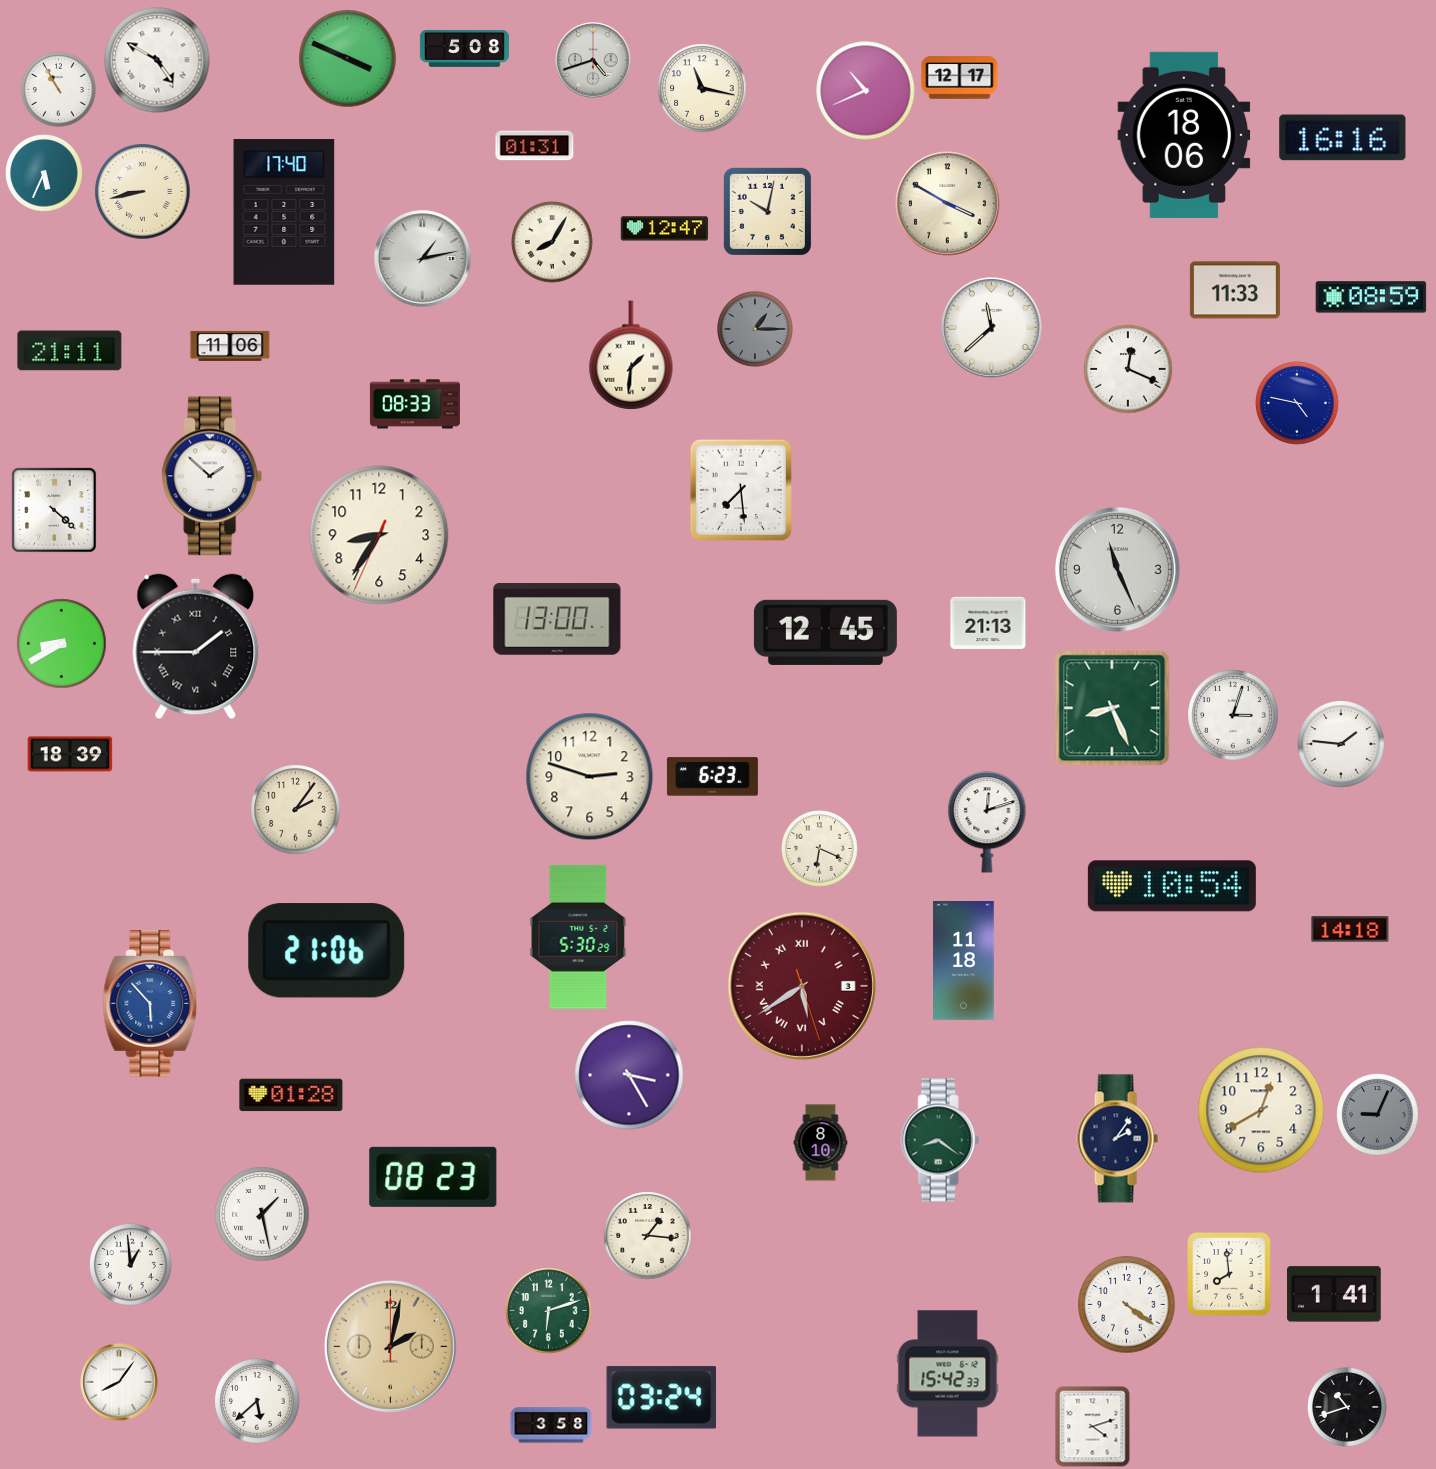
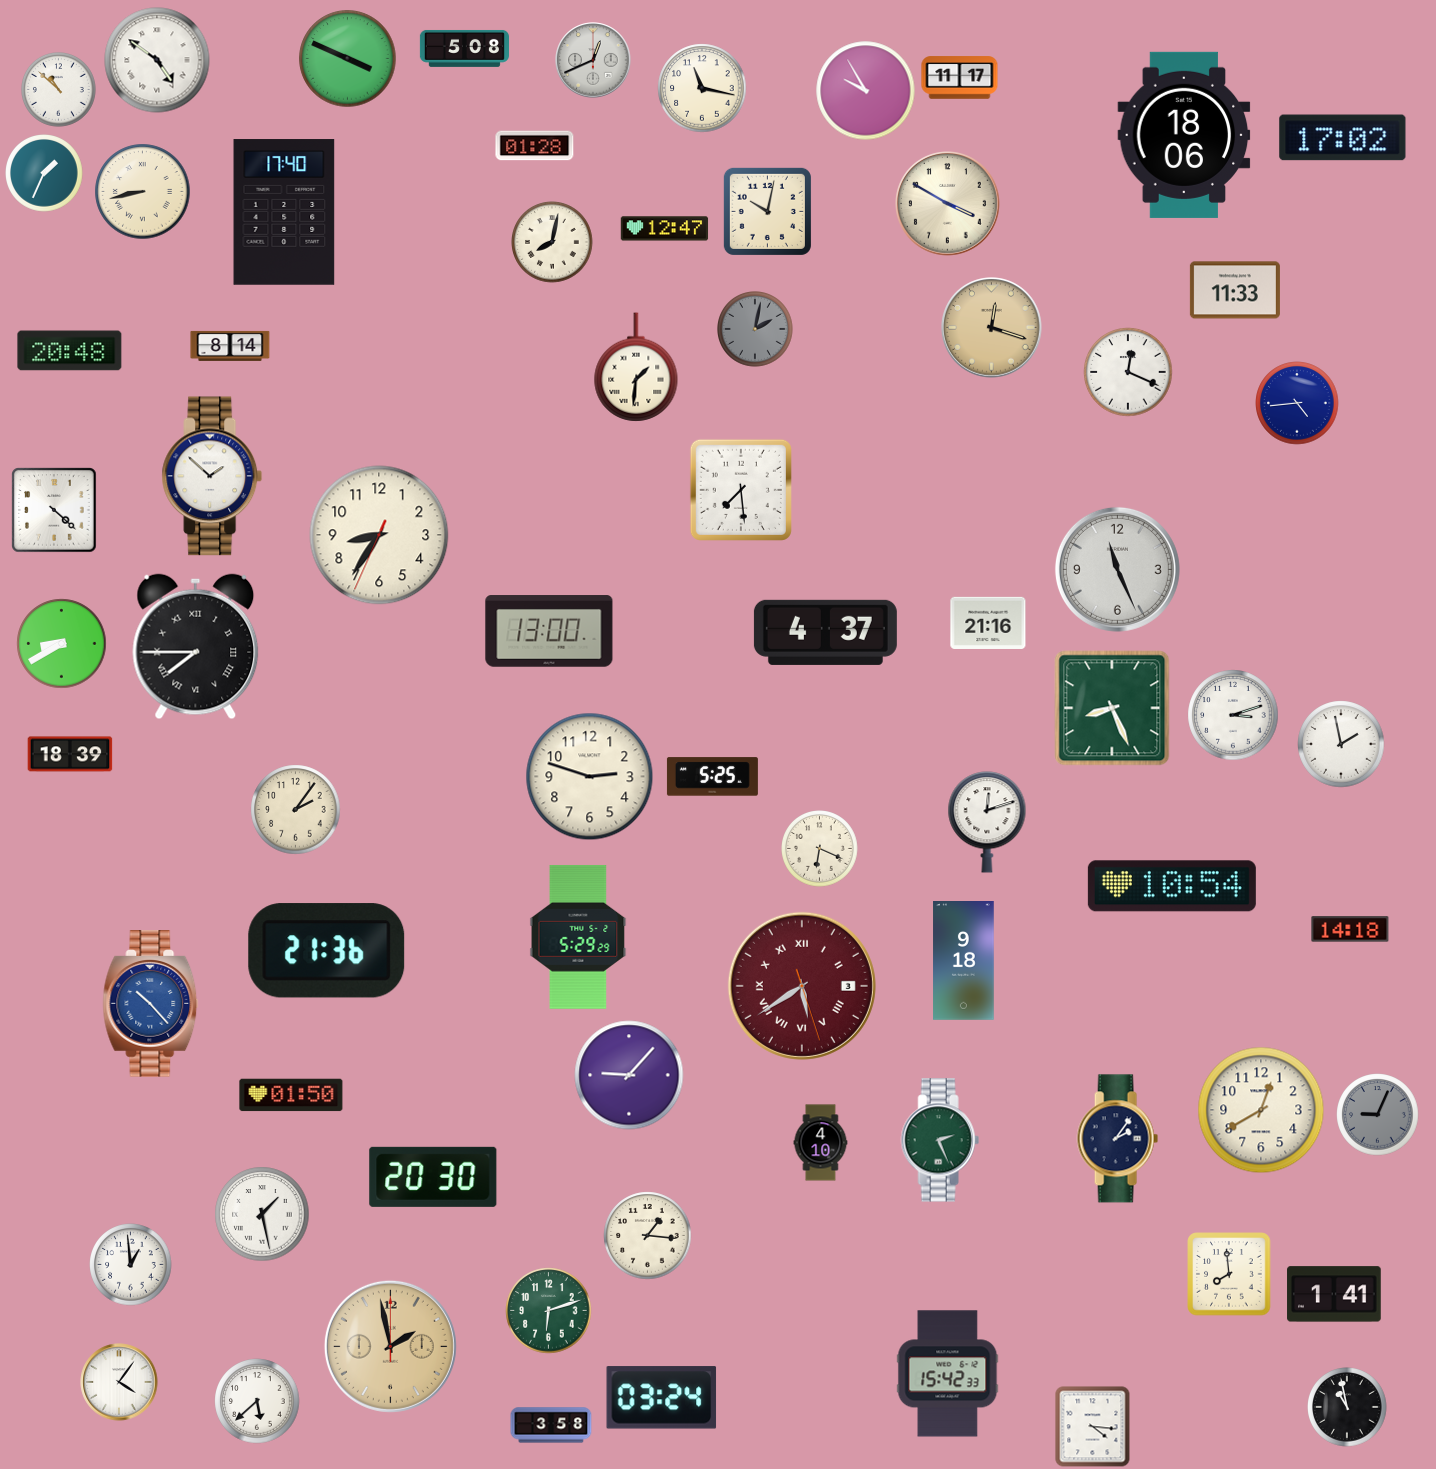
clock at (157, 60): 4:50 -> 4:51
clock at (593, 60): 4:42 -> 12:41
clock at (960, 78): 12:17 -> 11:17
clock at (59, 90): 10:55 -> 10:52
clock at (866, 91): 10:41 -> 9:55
clock at (1343, 138): 16:16 -> 17:02
clock at (535, 146): 01:31 -> 01:28
clock at (45, 174): 5:34 -> 1:34
clock at (552, 242): 8:05 -> 8:02
clock at (423, 259): 1:13 -> none
clock at (1371, 297): 08:59 -> none
clock at (992, 328): 11:38 -> 12:18
clock at (992, 328) dial: white -> champagne
clock at (756, 330): 1:15 -> 2:02
clock at (230, 346): 11:06 -> 8:14
clock at (70, 351): 21:11 -> 20:48
clock at (631, 355) position: (631, 355) -> (636, 367)
clock at (1128, 369) position: (1128, 369) -> (1128, 372)
clock at (1297, 403): 4:47 -> 4:44
clock at (415, 404): 08:33 -> none
clock at (557, 619) position: (557, 619) -> (549, 631)
clock at (988, 623): 21:13 -> 21:16
clock at (825, 632): 12:45 -> 4:37
clock at (196, 647): 1:45 -> 7:45
clock at (1233, 715): 3:03 -> 3:12
clock at (1341, 744): 1:46 -> 1:58
clock at (712, 777): 6:23 -> 5:25
clock at (578, 937): 5:30 -> 5:29
clock at (327, 951): 21:06 -> 21:36
clock at (964, 961): 11:18 -> 9:18
clock at (151, 1004): 5:53 -> 10:23
clock at (629, 1075): 3:25 -> 9:07
clock at (291, 1095): 01:28 -> 01:50
clock at (940, 1140): 8:21 -> 2:26
clock at (821, 1143): 8:10 -> 4:10
clock at (433, 1177): 08:23 -> 20:30
clock at (1127, 1305): 4:21 -> none
clock at (390, 1346): 2:02 -> 1:58
clock at (119, 1382): 8:06 -> 4:06
clock at (1347, 1407): 10:42 -> 10:58
clock at (1093, 1427): 4:12 -> 4:16
